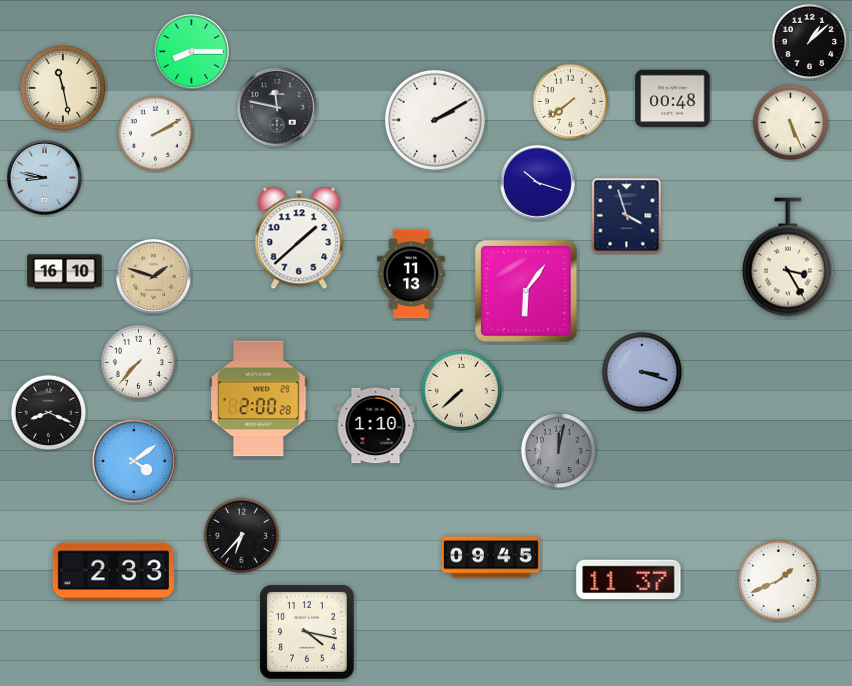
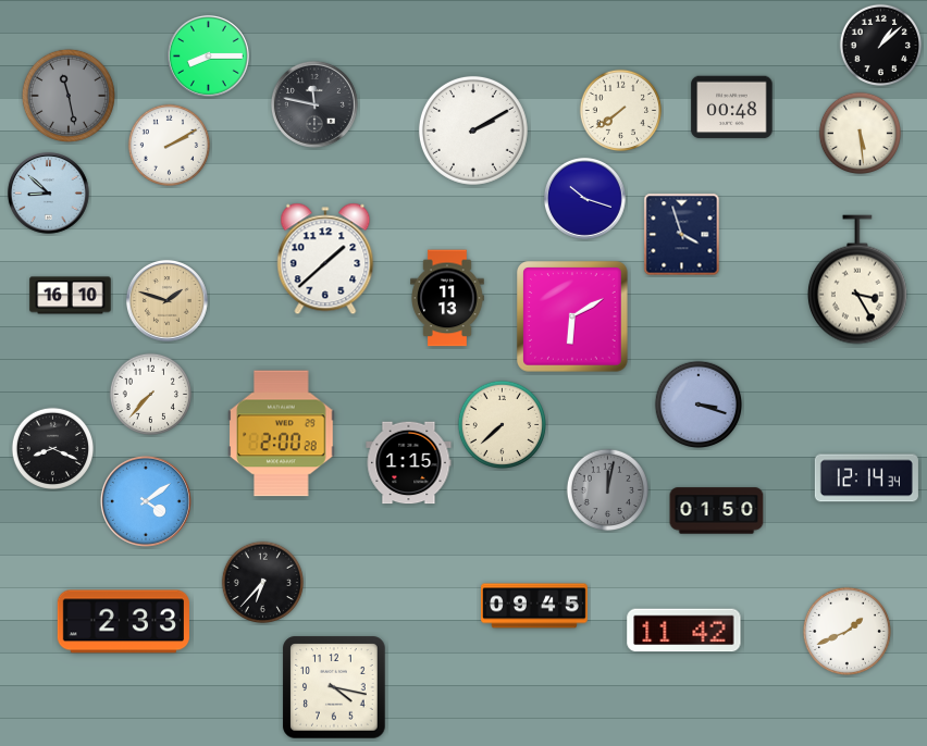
clock at (63, 88) dial: cream -> grey
clock at (277, 107) position: (277, 107) -> (314, 104)
clock at (791, 123): 5:26 -> 5:29
clock at (44, 177): 8:47 -> 8:52
clock at (526, 291): 6:06 -> 6:10
clock at (376, 426): 1:10 -> 1:15
clock at (866, 478): none -> 12:14
clock at (717, 511): none -> 01:50
clock at (629, 580): 11:37 -> 11:42
